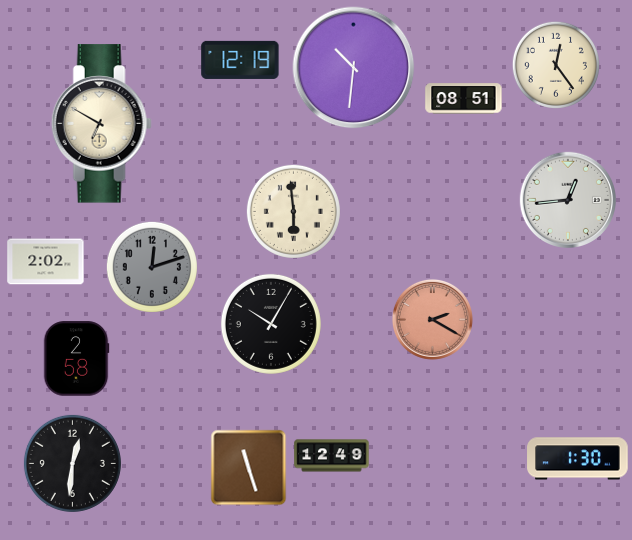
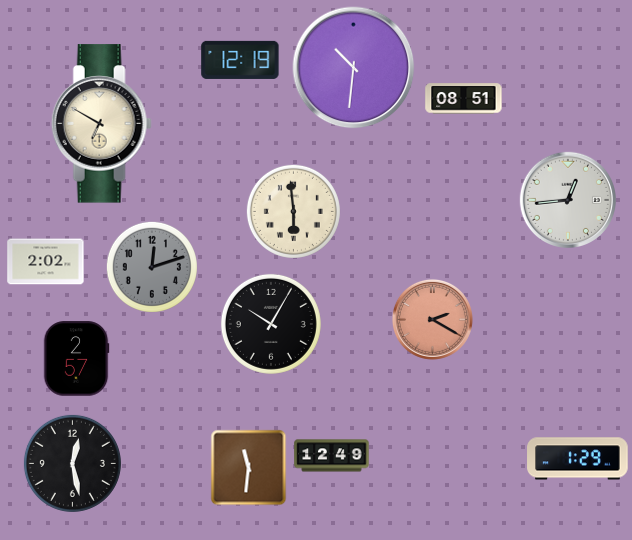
clock at (556, 65): 12:24 -> none
clock at (76, 359): 2:58 -> 2:57
clock at (578, 459): 1:30 -> 1:29
clock at (72, 463): 12:31 -> 12:28
clock at (249, 468): 11:27 -> 11:31
